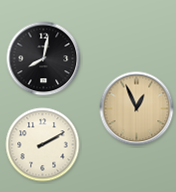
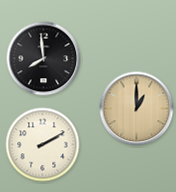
clock at (44, 59): 8:02 -> 7:59
clock at (137, 109): 12:56 -> 1:00
